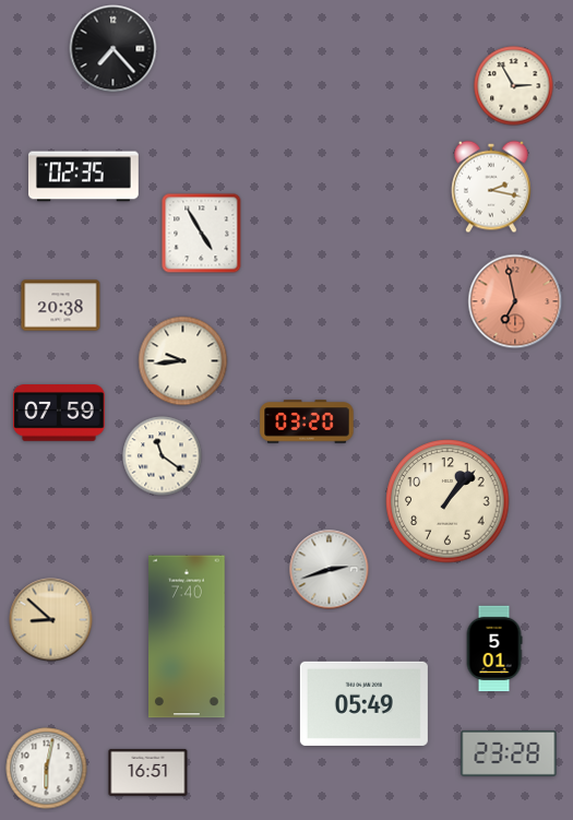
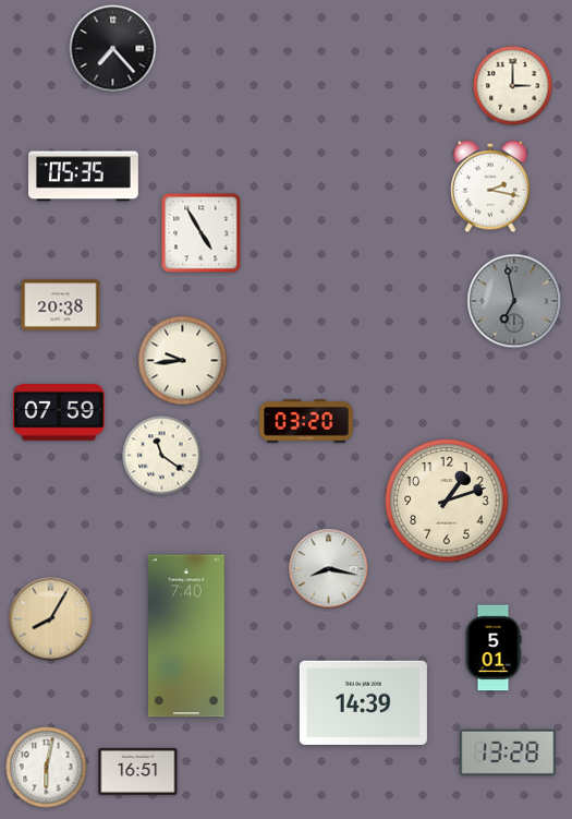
clock at (514, 86): 2:55 -> 3:00
clock at (84, 177): 02:35 -> 05:35
clock at (515, 301) dial: salmon -> grey
clock at (447, 501): 1:07 -> 1:12
clock at (330, 570): 2:42 -> 8:17
clock at (51, 620): 8:52 -> 8:05
clock at (363, 703): 05:49 -> 14:39
clock at (509, 753): 23:28 -> 13:28
clock at (148, 772) position: (148, 772) -> (138, 771)
